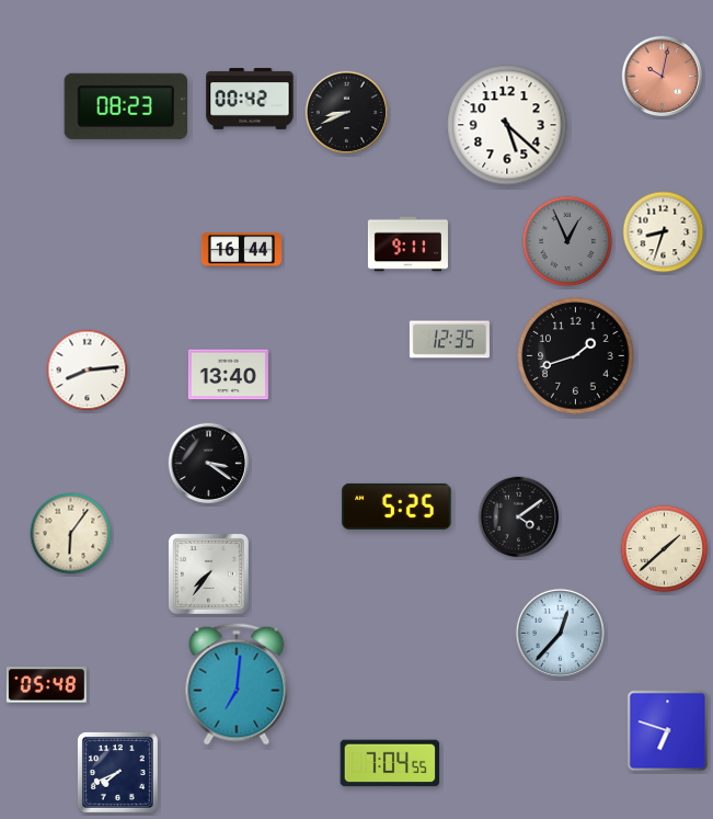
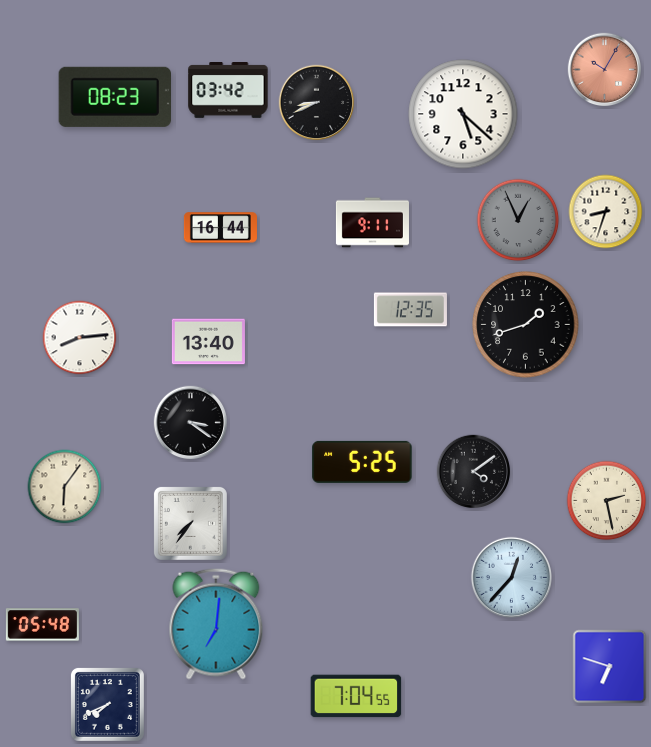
clock at (663, 77): 10:02 -> 10:05
clock at (250, 100): 00:42 -> 03:42
clock at (665, 549): 1:38 -> 2:28
